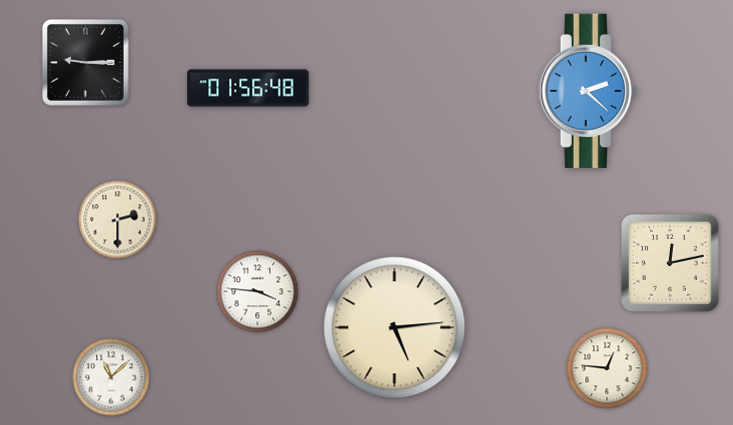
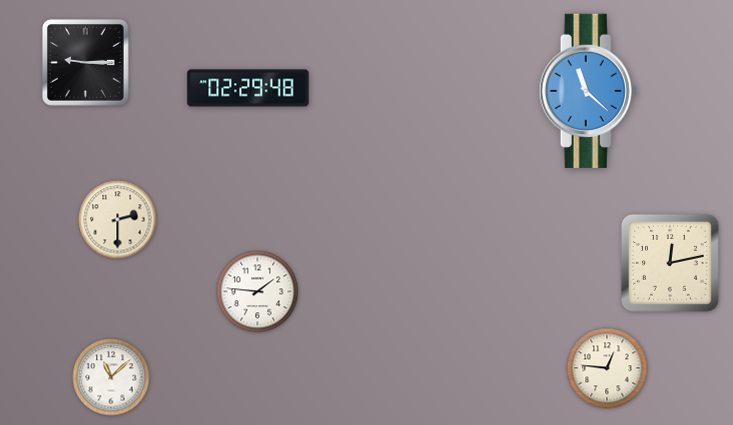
clock at (248, 88): 01:56 -> 02:29
clock at (588, 91): 2:22 -> 11:22
clock at (258, 292): 3:46 -> 1:46
clock at (395, 328): 5:14 -> none
